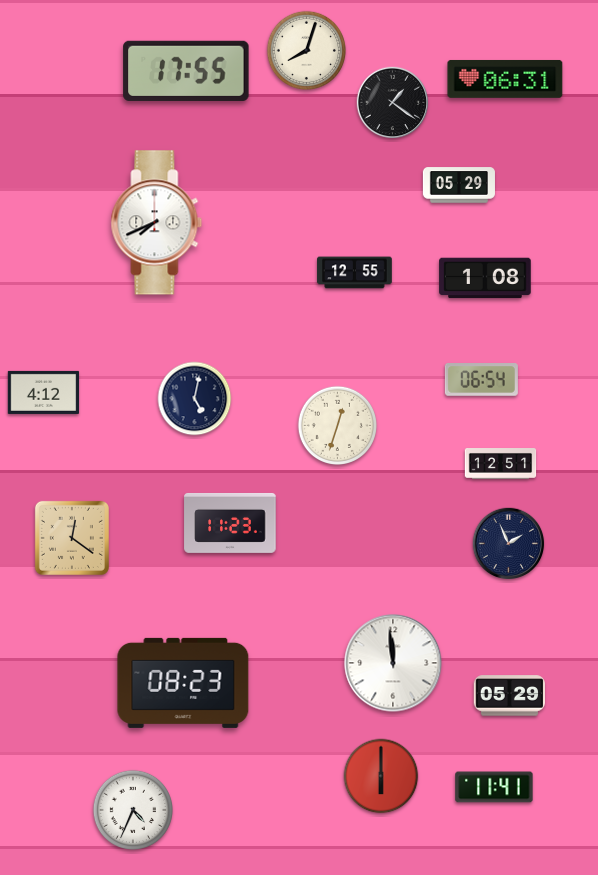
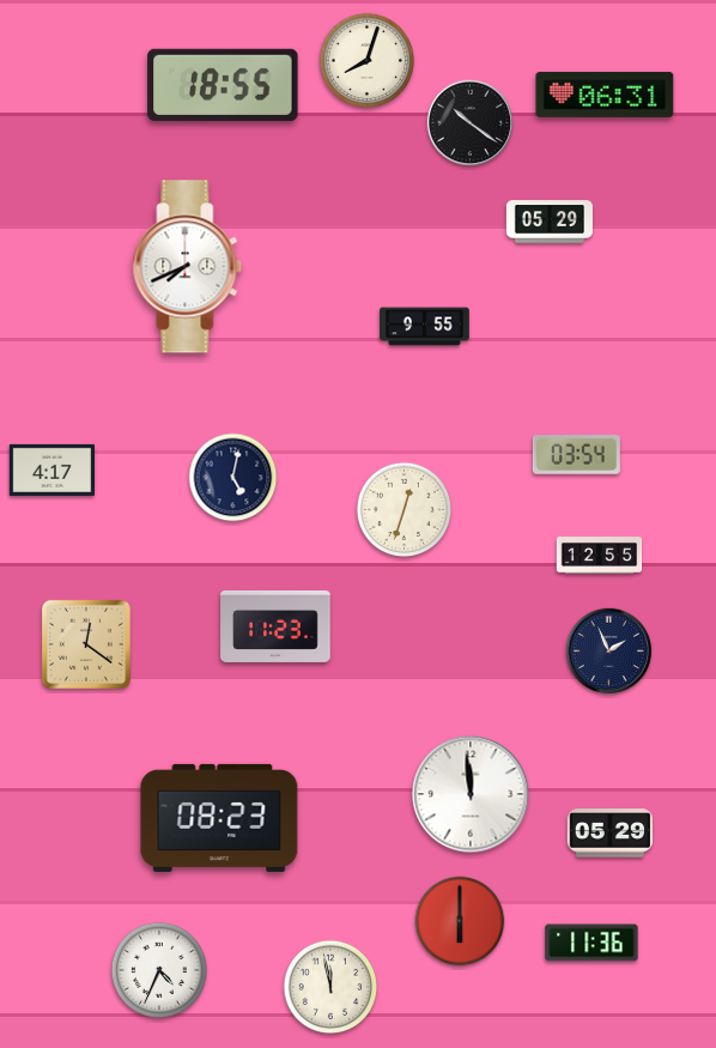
clock at (186, 71): 17:55 -> 18:55
clock at (393, 103): 1:21 -> 10:21
clock at (355, 273): 12:55 -> 9:55
clock at (485, 278): 1:08 -> none
clock at (481, 380): 06:54 -> 03:54
clock at (44, 392): 4:12 -> 4:17
clock at (501, 464): 12:51 -> 12:55
clock at (381, 776) position: (381, 776) -> (460, 921)
clock at (494, 787): 11:41 -> 11:36
clock at (330, 987): none -> 11:58
